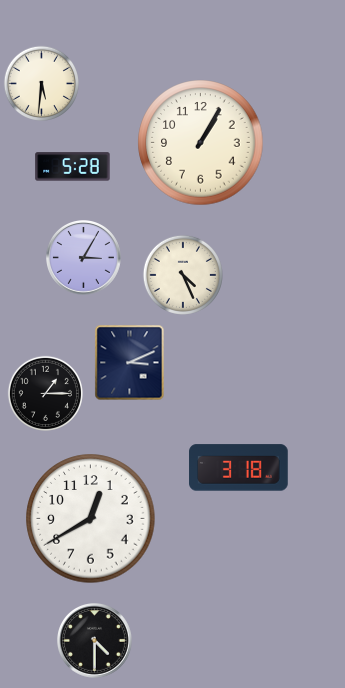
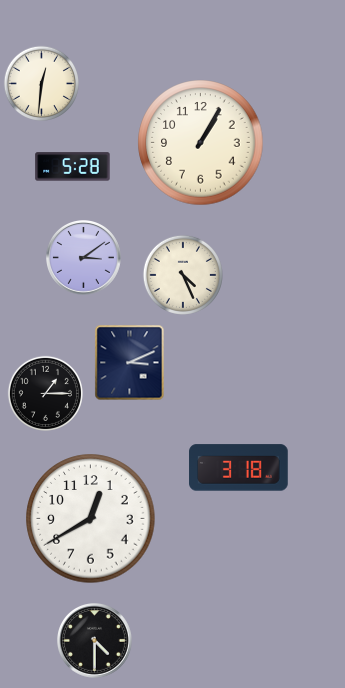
clock at (41, 83): 5:31 -> 12:31
clock at (84, 258): 3:05 -> 3:09
